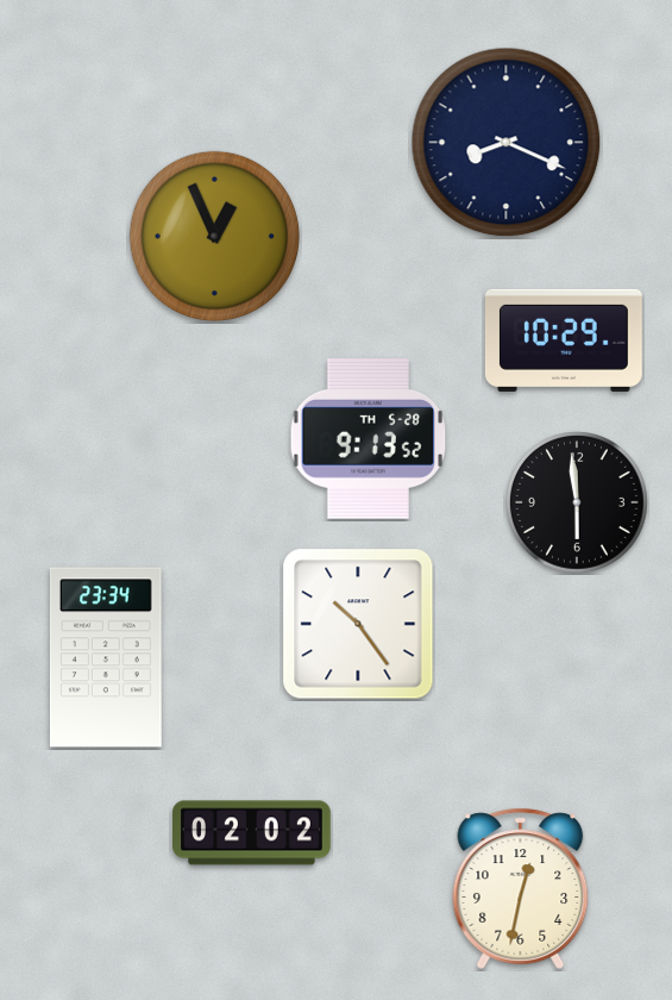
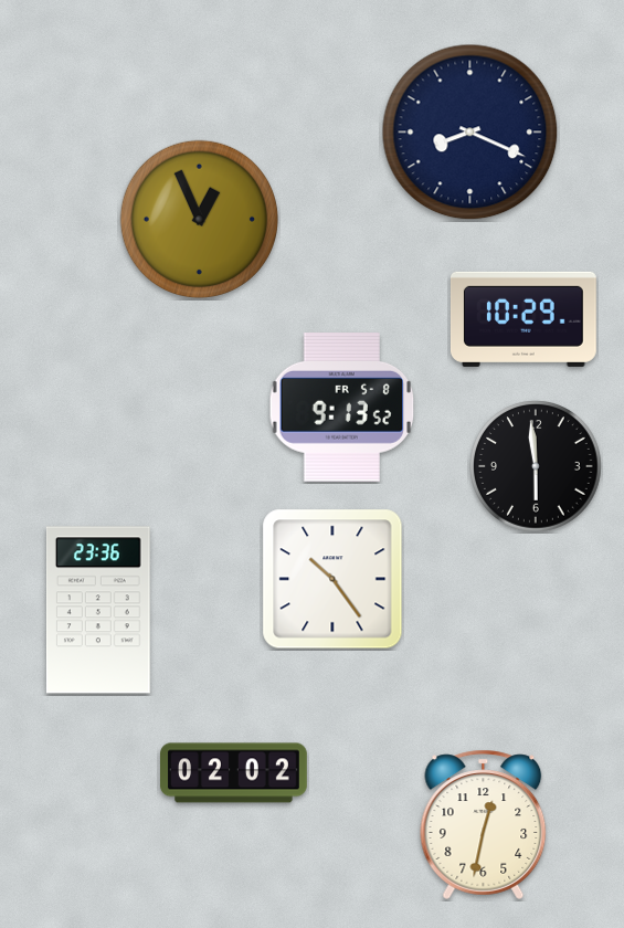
clock at (564, 340) position: (564, 340) -> (523, 319)
clock at (369, 438) date: TH 5-28 -> FR 5-8
clock at (106, 657): 23:34 -> 23:36
